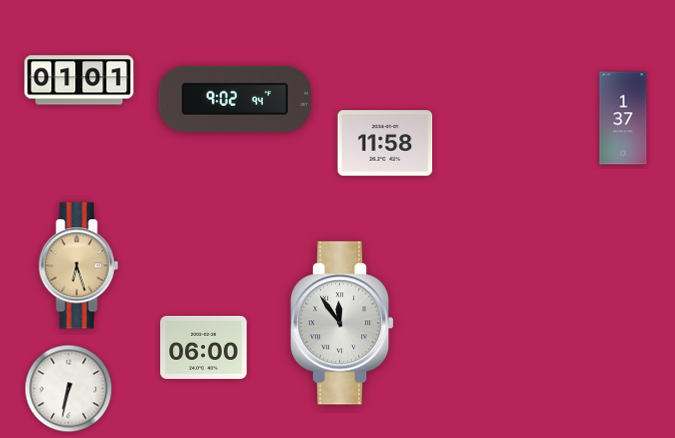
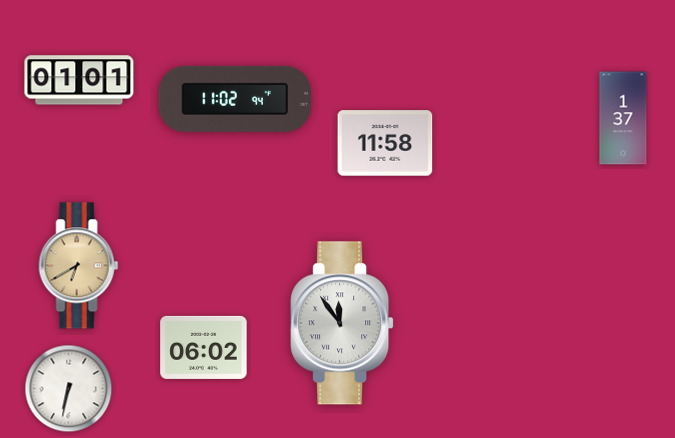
clock at (235, 99): 9:02 -> 11:02
clock at (79, 266): 6:27 -> 6:40
clock at (204, 347): 06:00 -> 06:02
